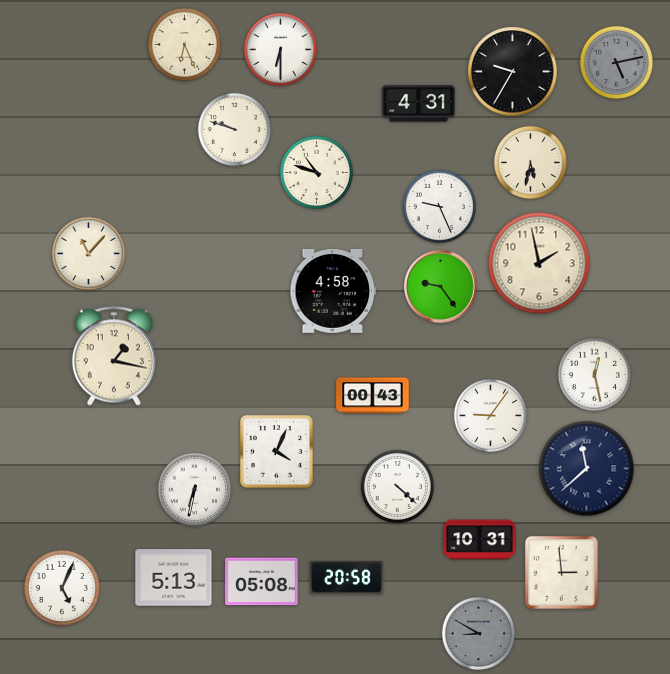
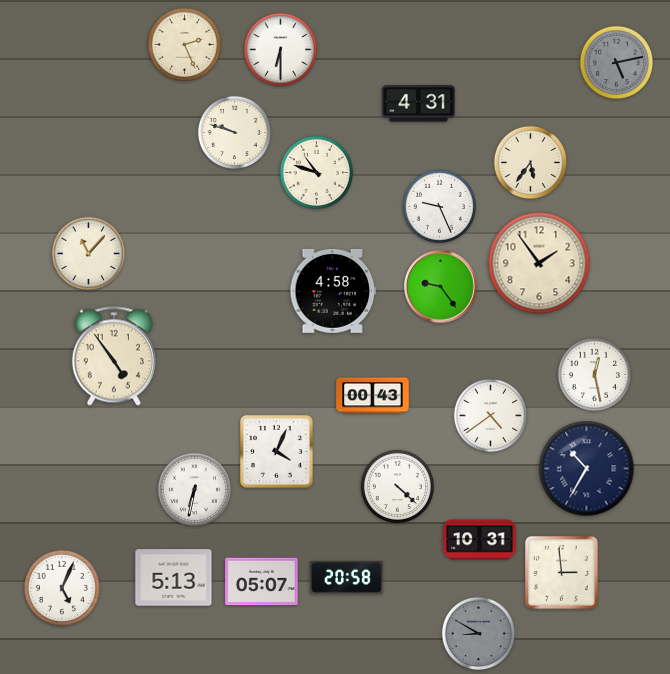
clock at (184, 44): 6:26 -> 2:26
clock at (513, 72): 9:35 -> none
clock at (234, 129) position: (234, 129) -> (234, 132)
clock at (530, 162): 5:32 -> 5:36
clock at (539, 263): 1:58 -> 1:54
clock at (114, 356): 1:17 -> 4:54
clock at (490, 415): 9:06 -> 4:39
clock at (587, 469): 11:38 -> 10:35
clock at (262, 582): 05:08 -> 05:07
